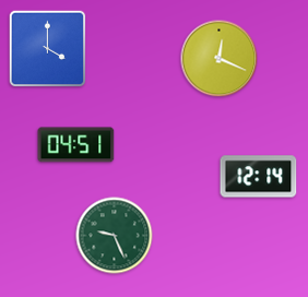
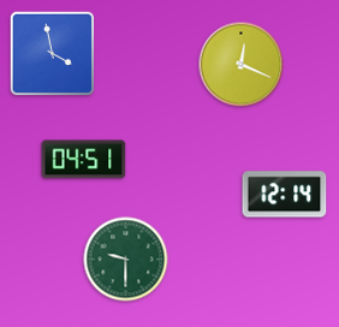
clock at (48, 49): 4:00 -> 3:58
clock at (115, 236): 9:26 -> 9:30
